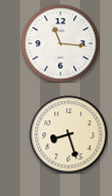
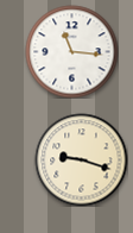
clock at (68, 134): 8:27 -> 9:18
